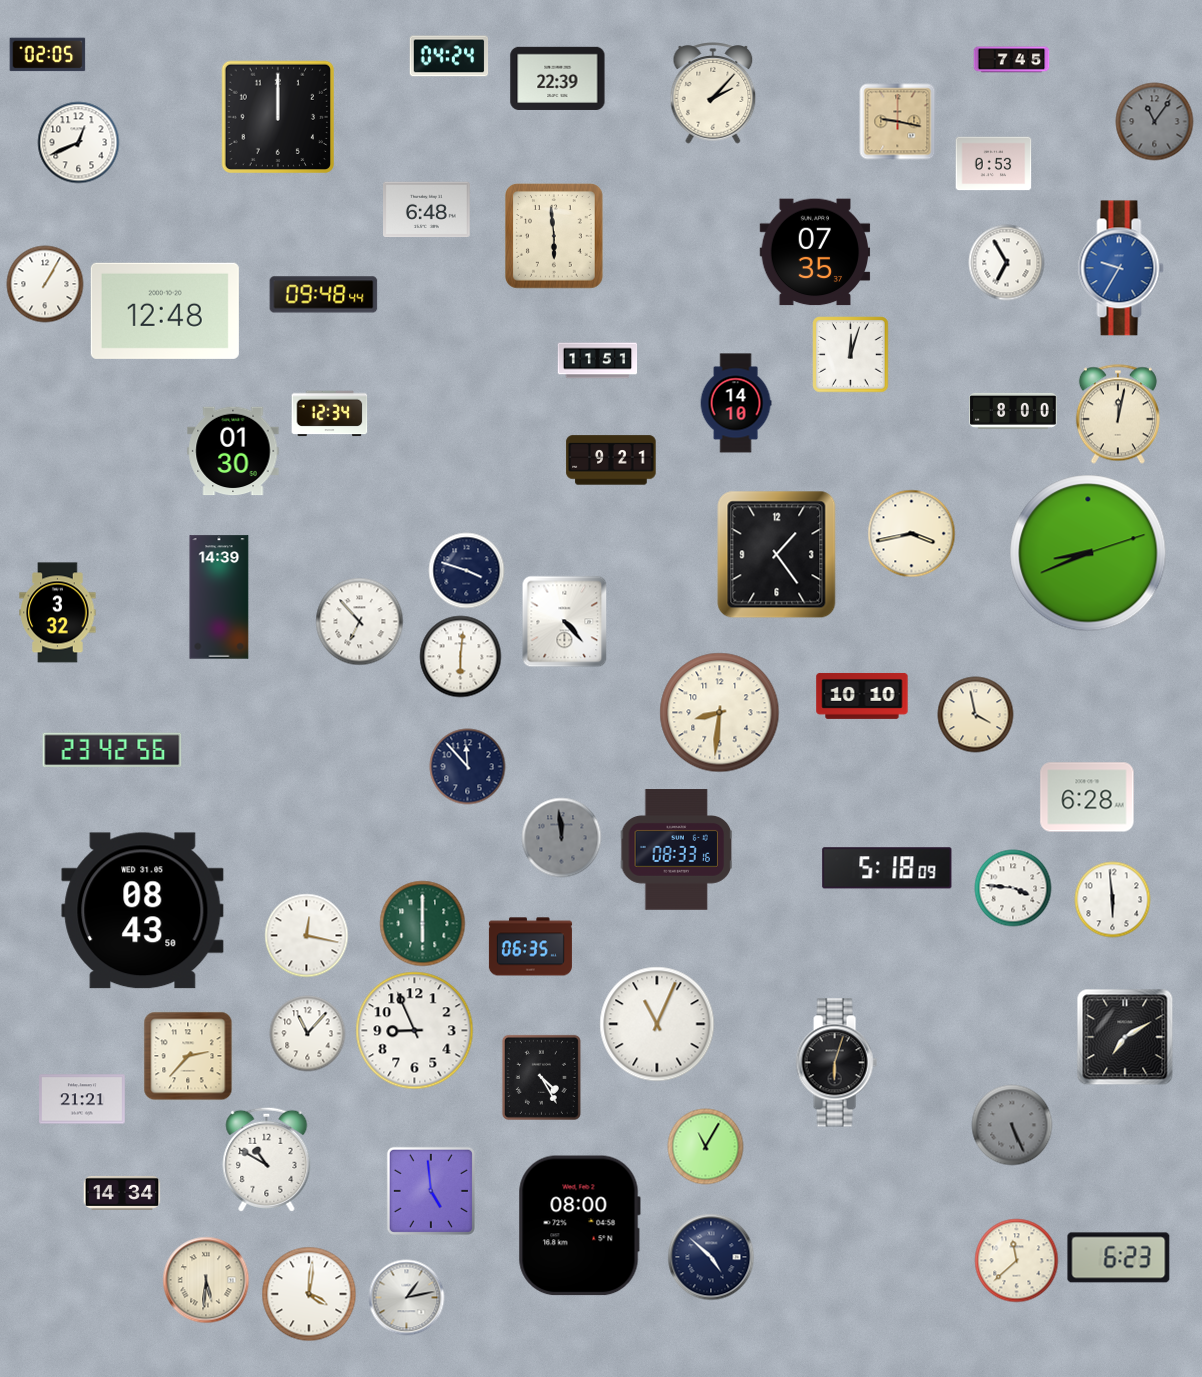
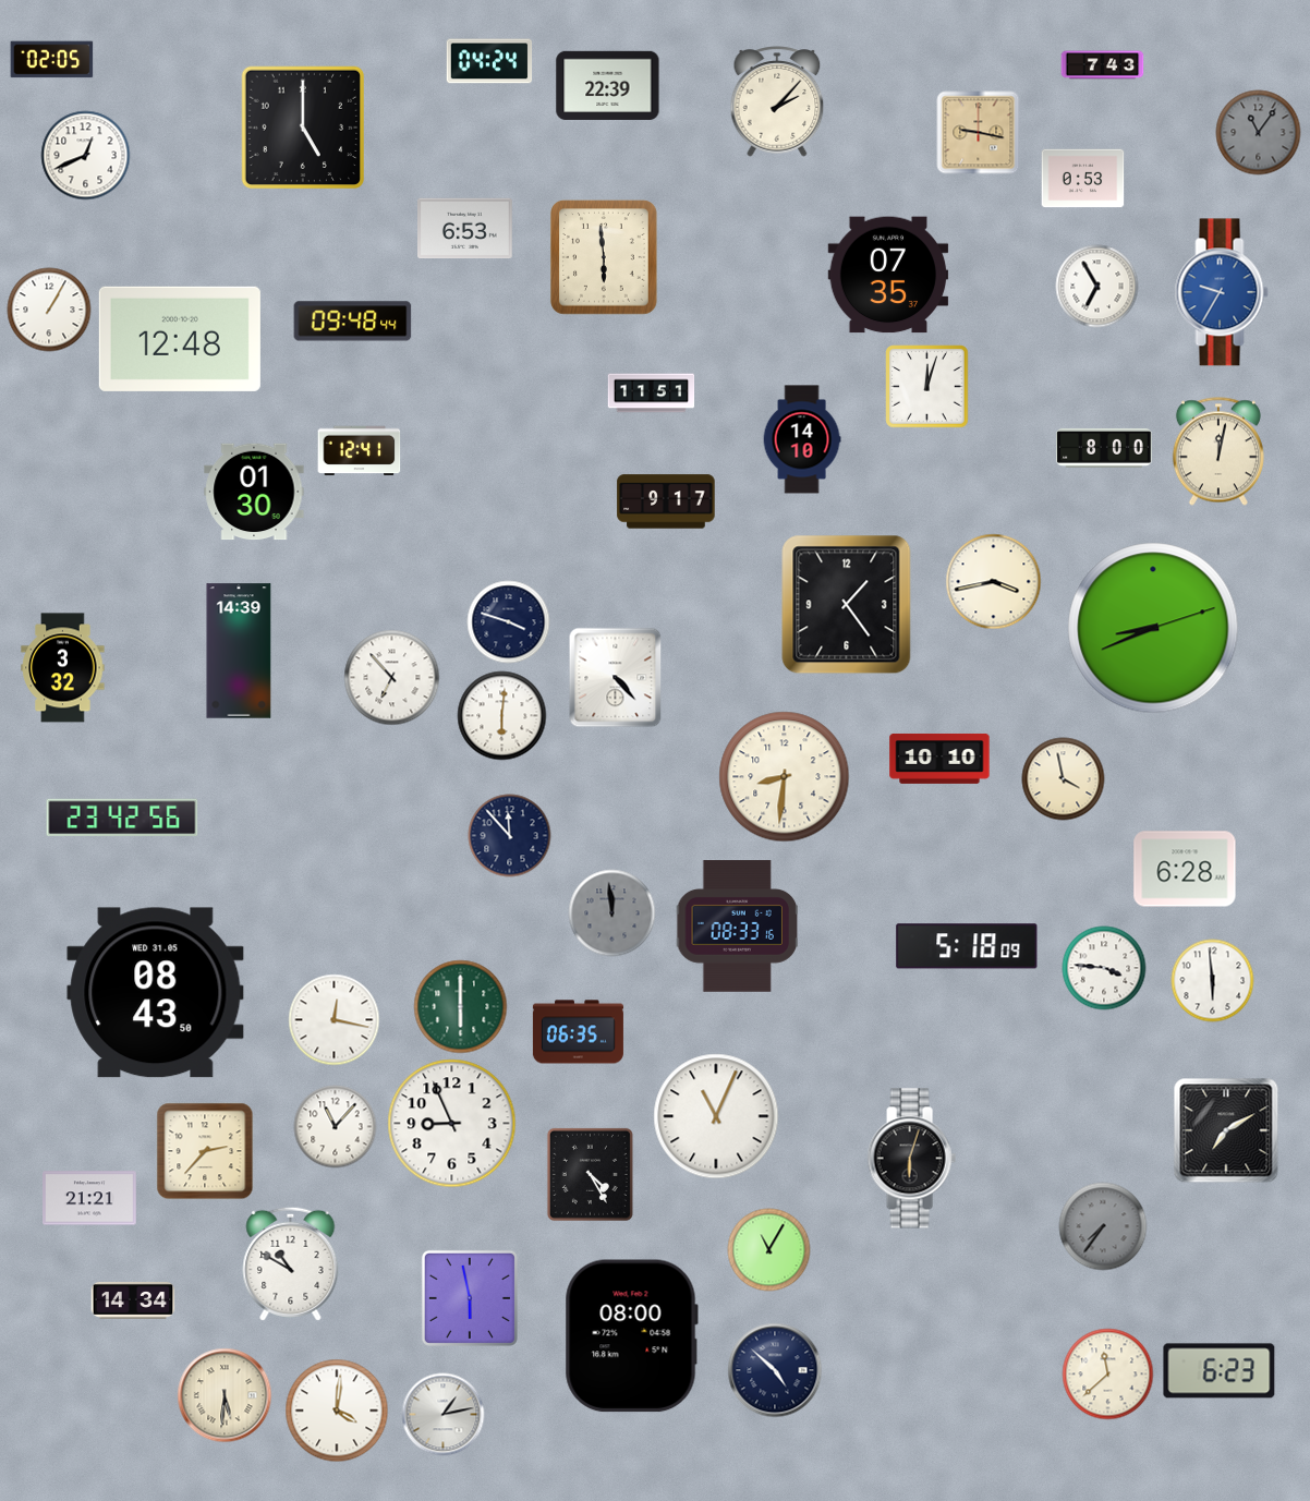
clock at (1012, 60): 7:45 -> 7:43
clock at (277, 116): 12:00 -> 5:00
clock at (427, 210): 6:48 -> 6:53
clock at (330, 414): 12:34 -> 12:41
clock at (611, 460): 9:21 -> 9:17
clock at (1088, 553) position: (1088, 553) -> (1153, 628)
clock at (1012, 1125): 5:26 -> 7:36
clock at (431, 1191): 4:59 -> 5:58
